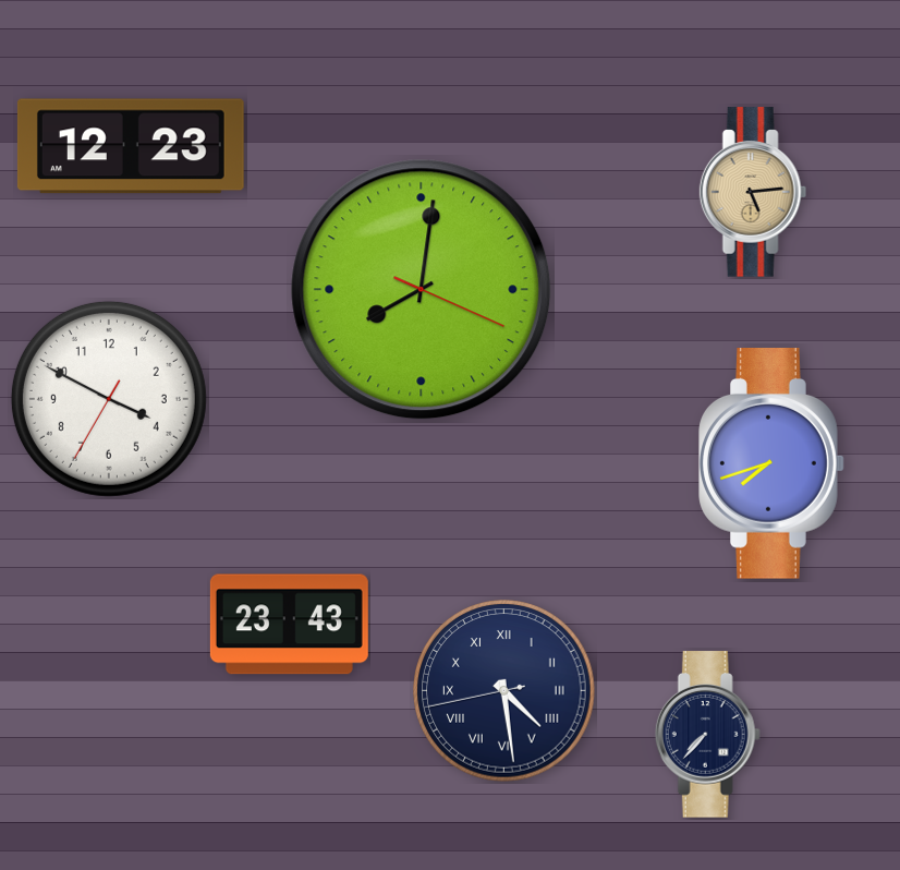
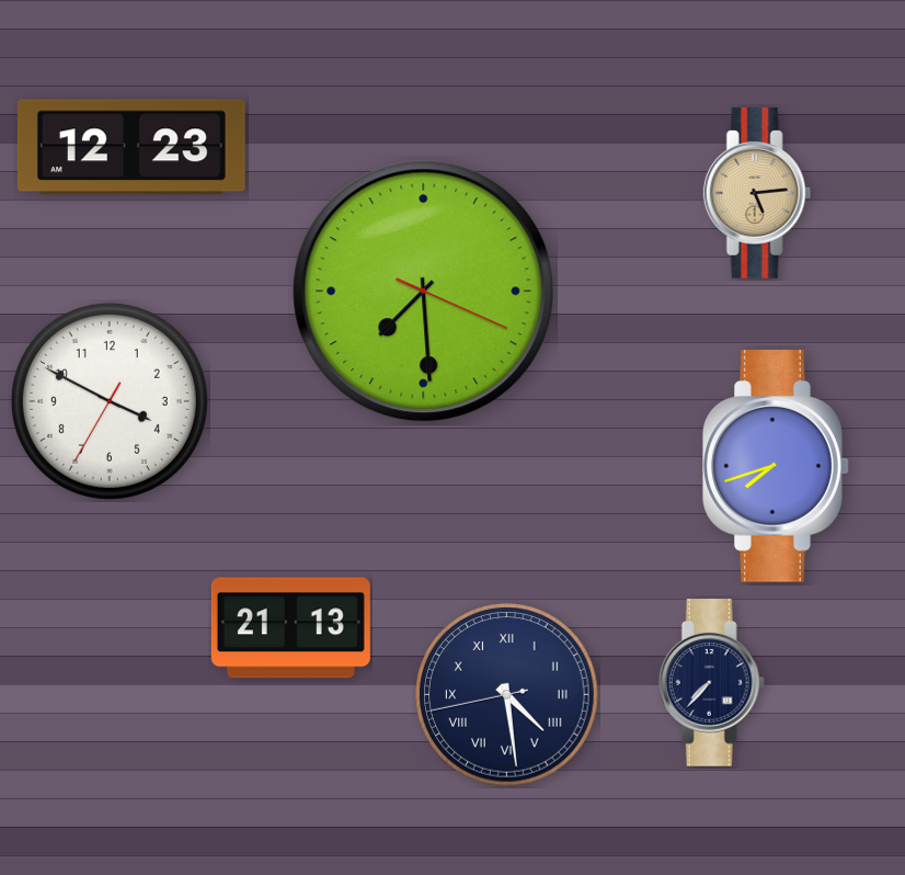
clock at (422, 290): 8:01 -> 7:29
clock at (289, 625): 23:43 -> 21:13
clock at (707, 735) position: (707, 735) -> (711, 683)
